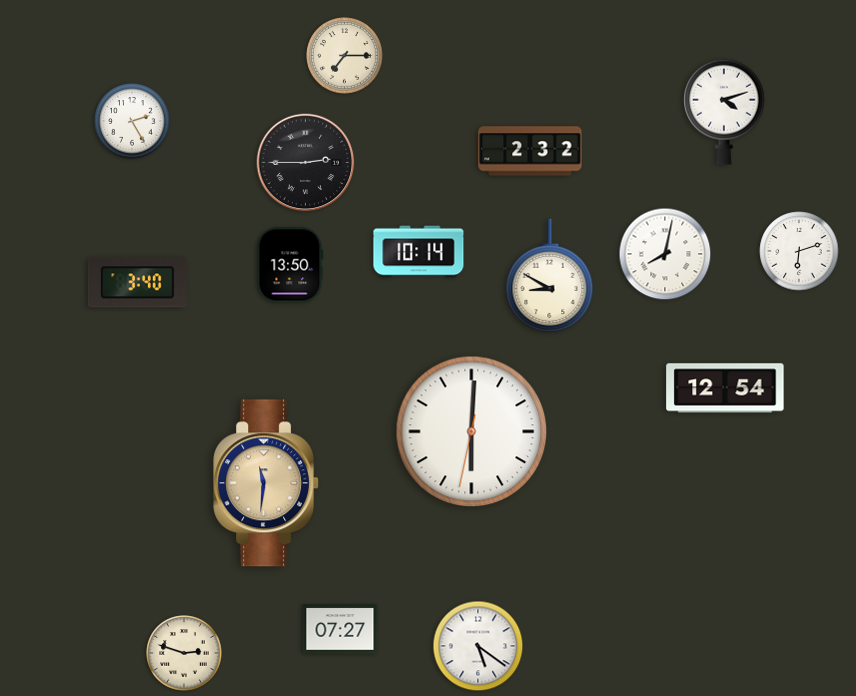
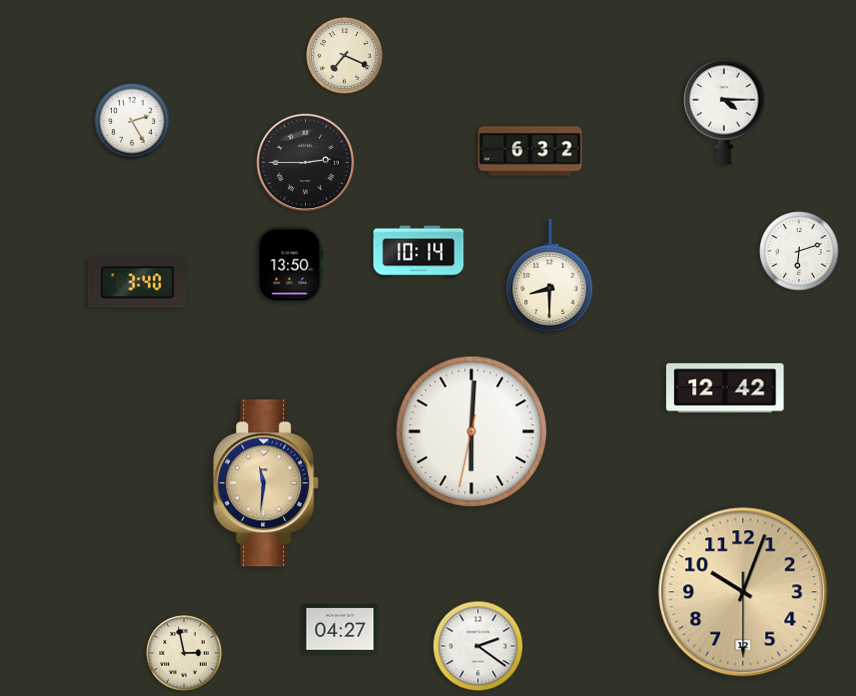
clock at (345, 56): 7:15 -> 7:19
clock at (724, 112): 4:12 -> 4:15
clock at (530, 151): 2:32 -> 6:32
clock at (665, 254): 8:02 -> none
clock at (550, 275): 8:50 -> 8:30
clock at (725, 388): 12:54 -> 12:42
clock at (743, 592): none -> 10:03
clock at (340, 629): 07:27 -> 04:27
clock at (478, 646): 5:21 -> 2:21
clock at (184, 653): 2:48 -> 2:58
